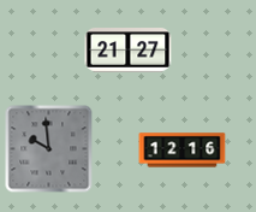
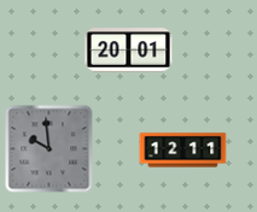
clock at (129, 51): 21:27 -> 20:01
clock at (183, 151): 12:16 -> 12:11
